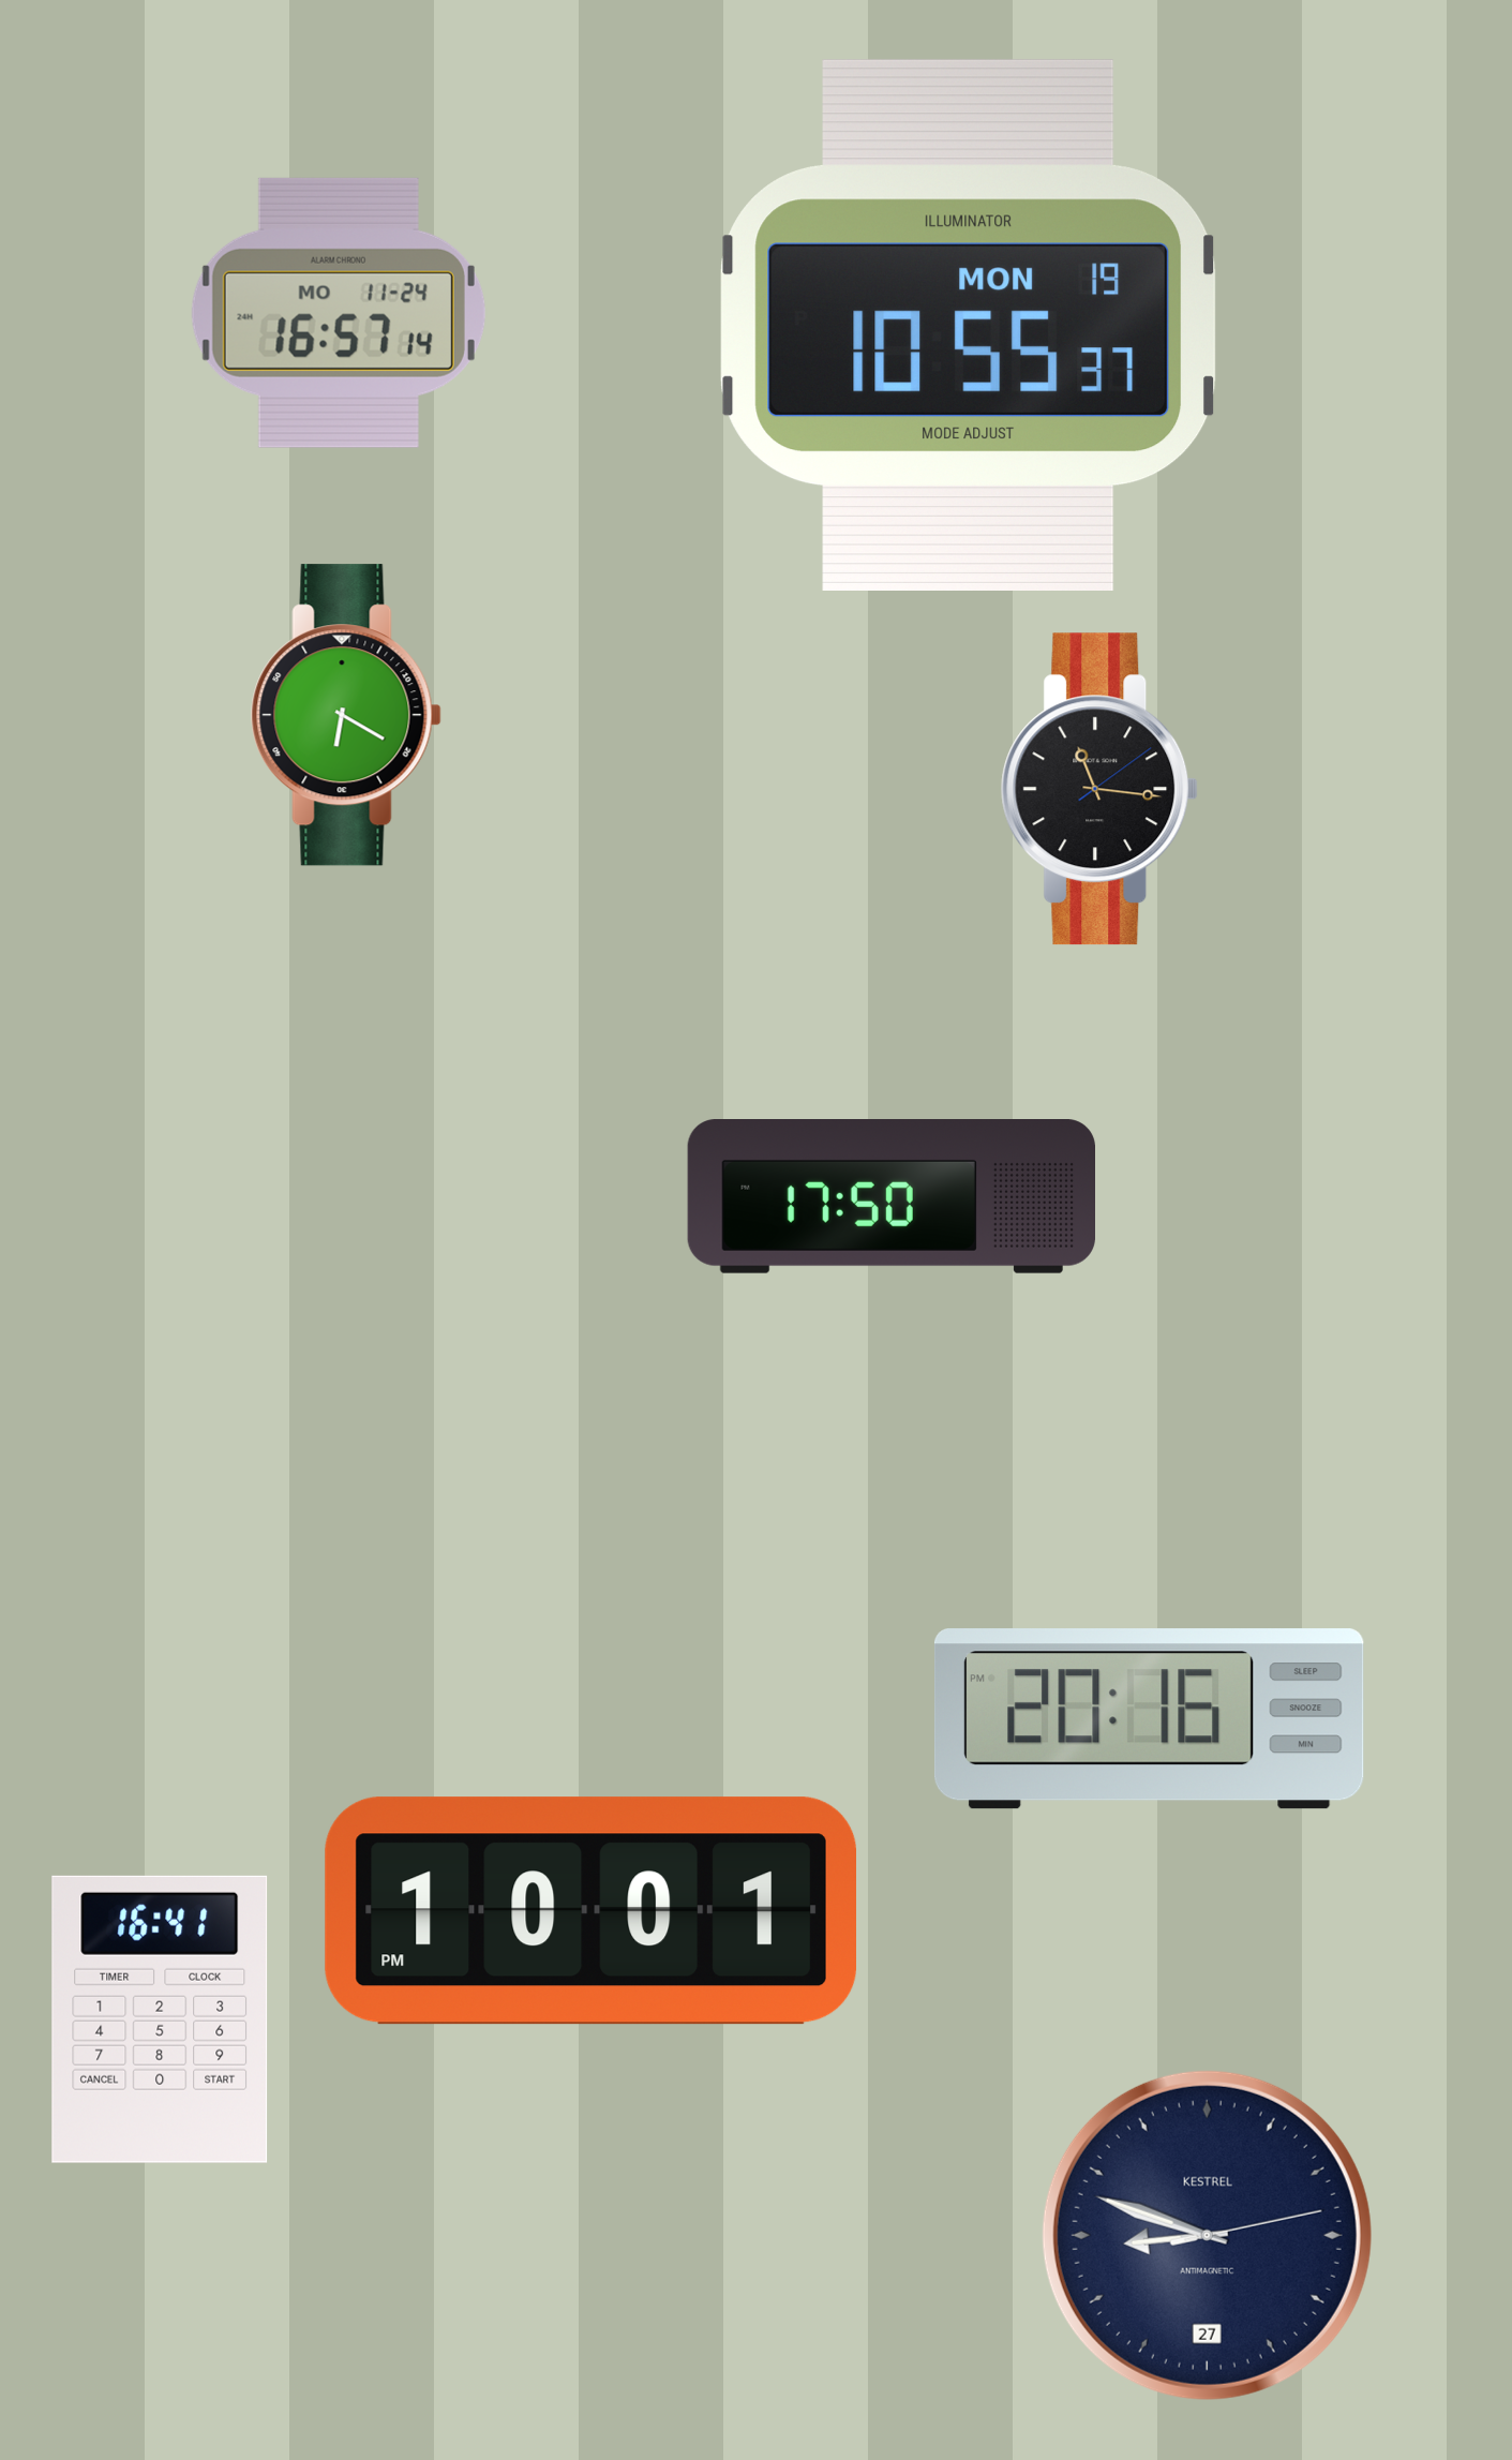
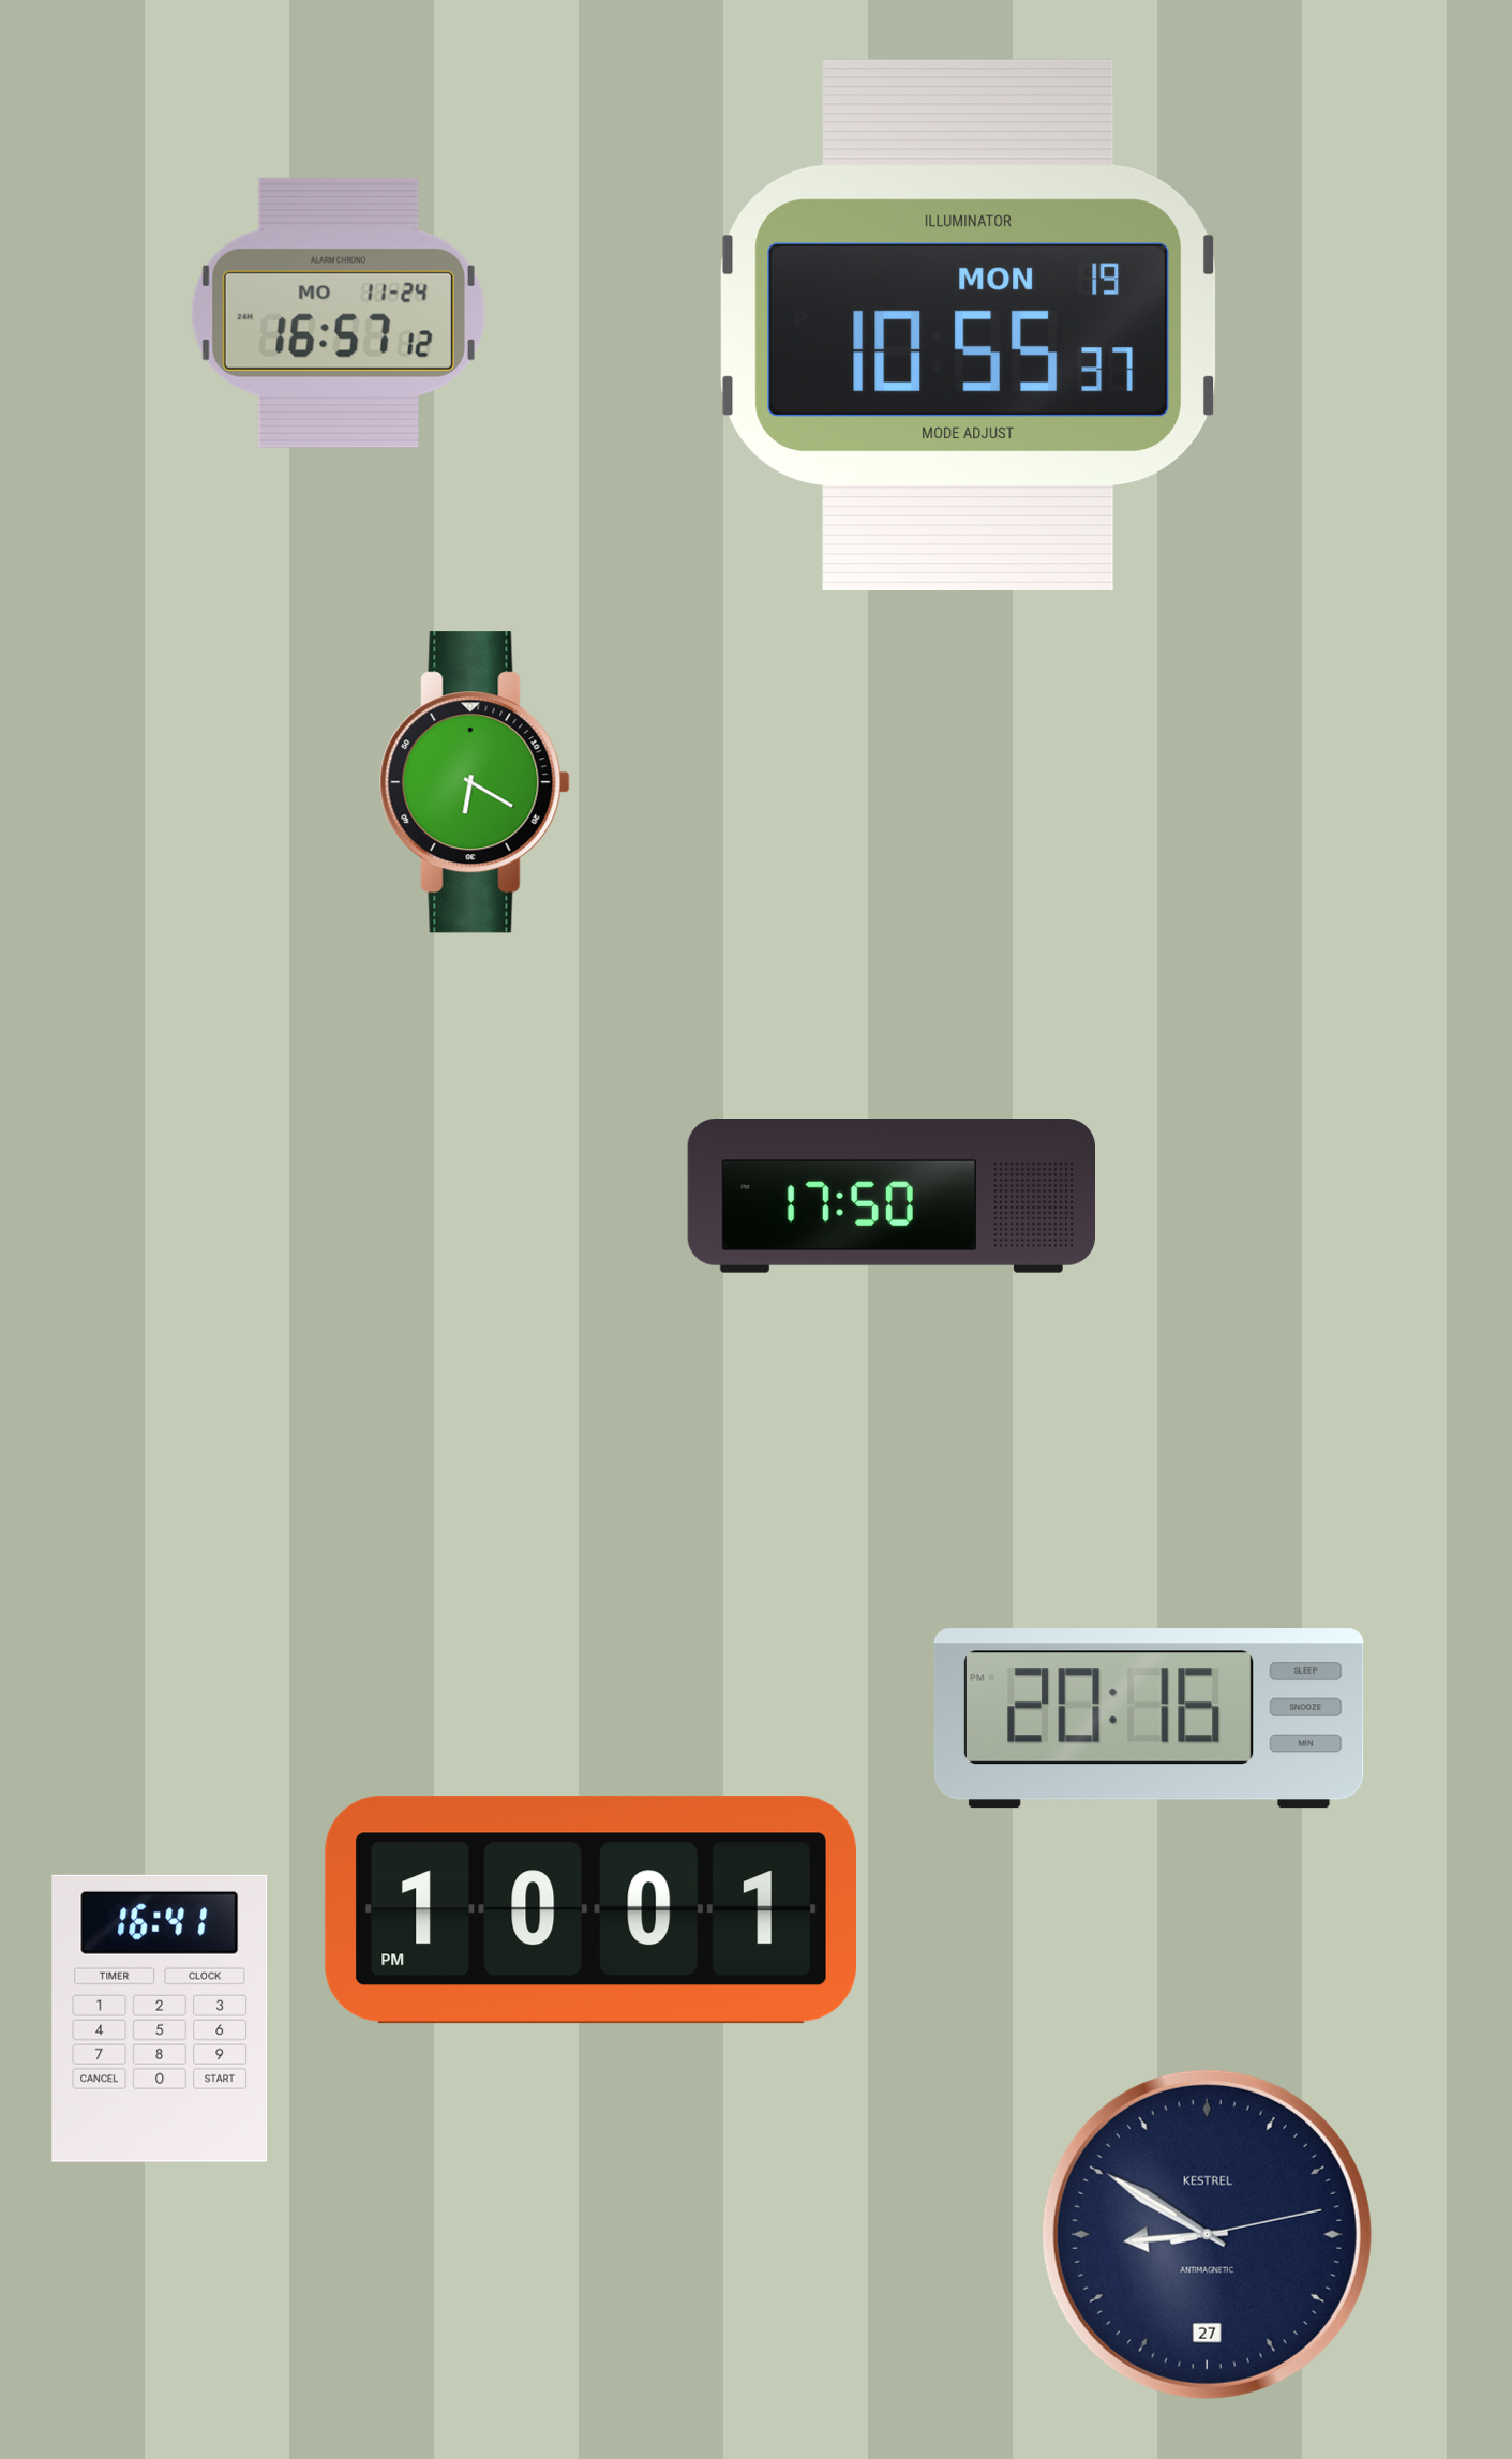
clock at (339, 313): 16:57:14 -> 16:57:12
clock at (346, 715) position: (346, 715) -> (475, 782)
clock at (1099, 789): 11:16 -> none
clock at (1207, 2235): 8:48 -> 8:50
